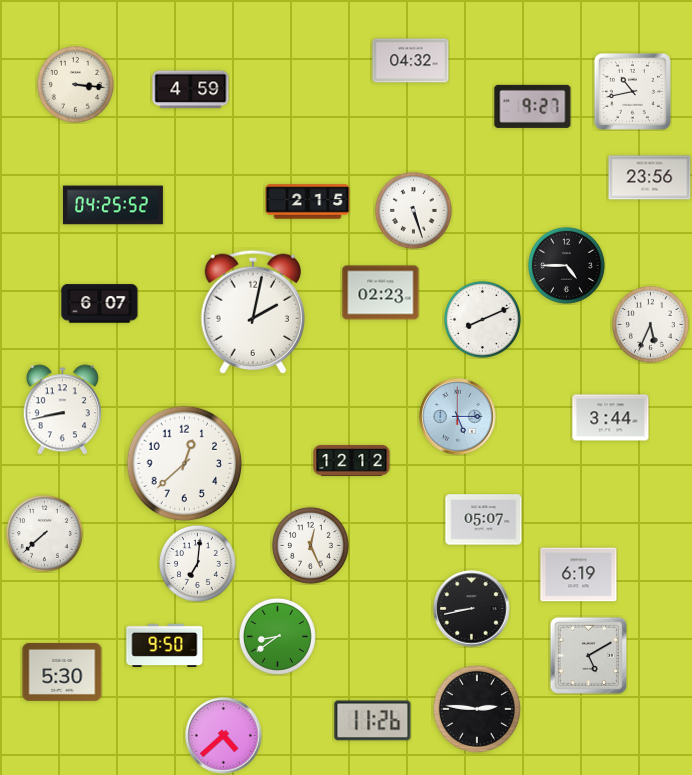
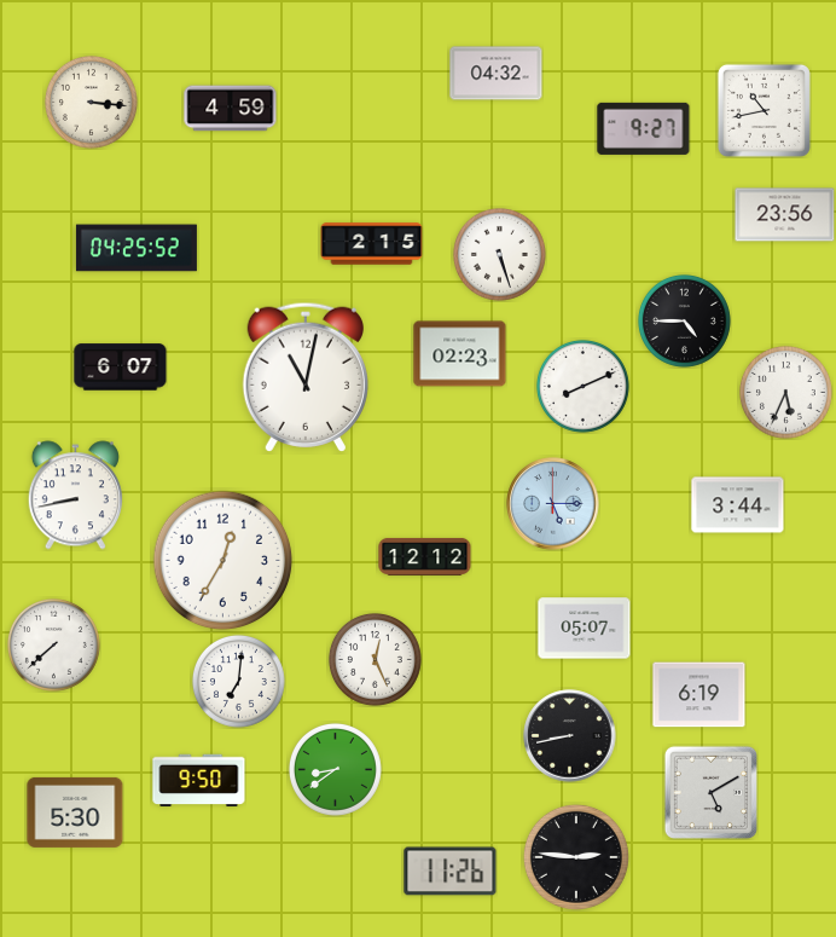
clock at (252, 312): 2:02 -> 11:02
clock at (185, 464): 12:38 -> 12:35
clock at (224, 736): 4:38 -> none
